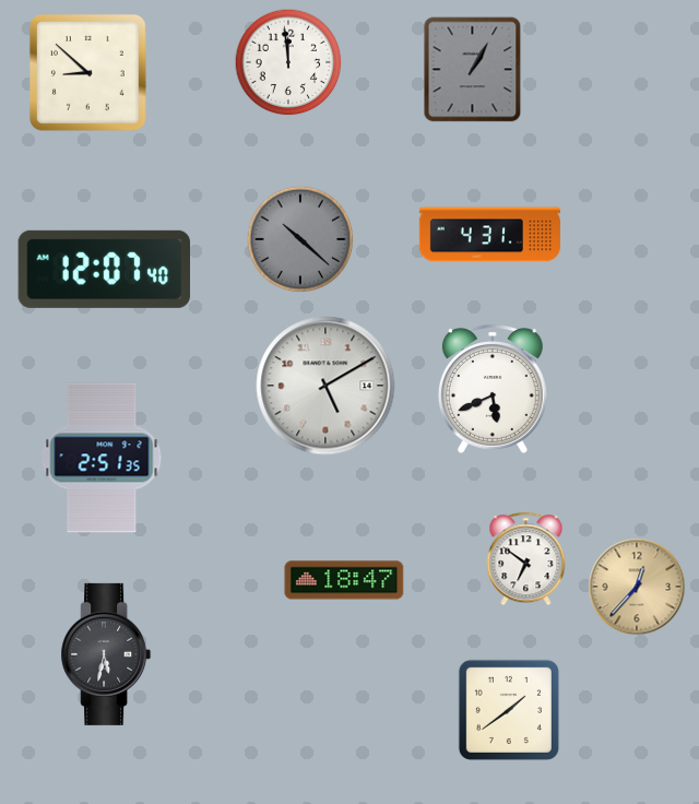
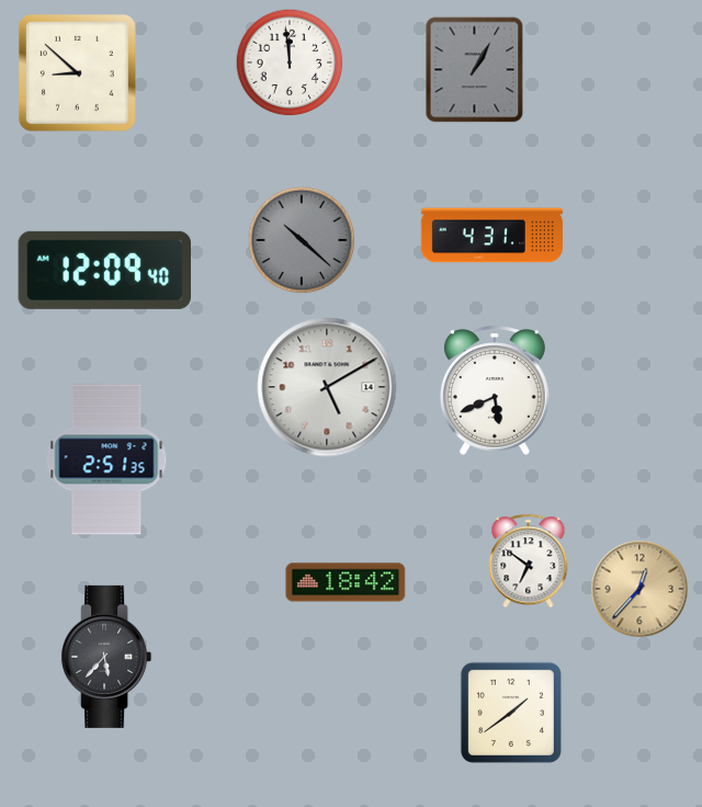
clock at (87, 72) position: (87, 72) -> (77, 72)
clock at (104, 269): 12:07 -> 12:09
clock at (102, 458) position: (102, 458) -> (106, 459)
clock at (344, 580): 18:47 -> 18:42
clock at (106, 654): 5:32 -> 5:37
